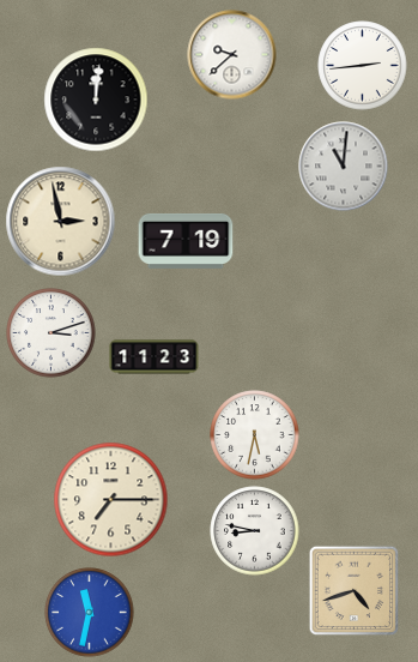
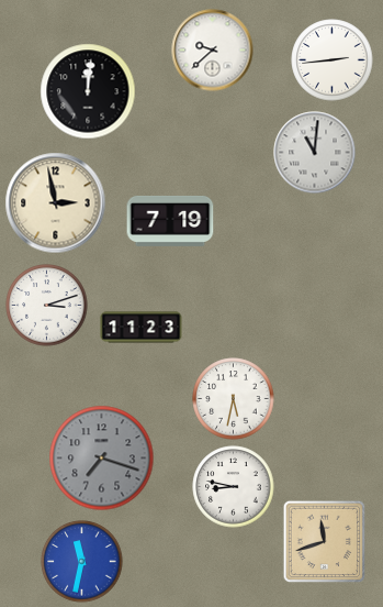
clock at (111, 500): 7:15 -> 7:18
clock at (111, 500) dial: cream -> grey
clock at (355, 591): 4:42 -> 11:42
